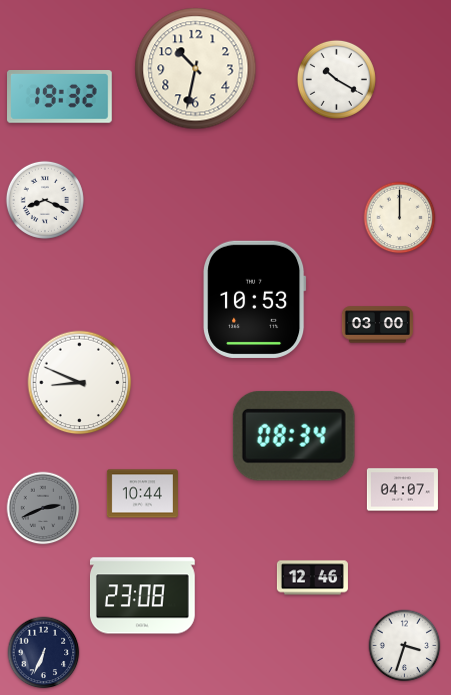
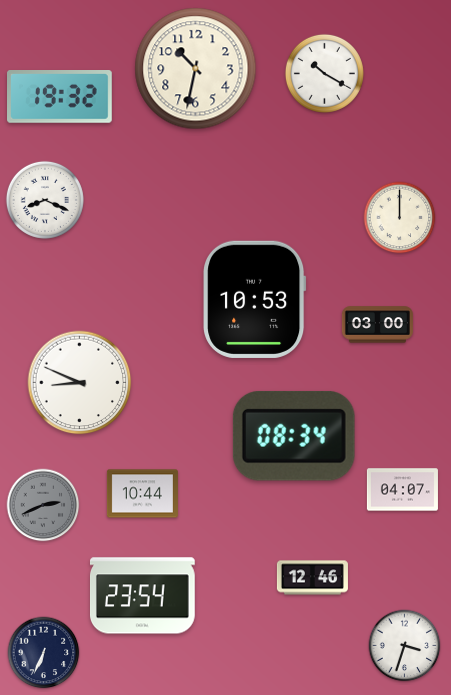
clock at (336, 79) position: (336, 79) -> (324, 73)
clock at (43, 508) position: (43, 508) -> (43, 505)
clock at (143, 596): 23:08 -> 23:54
